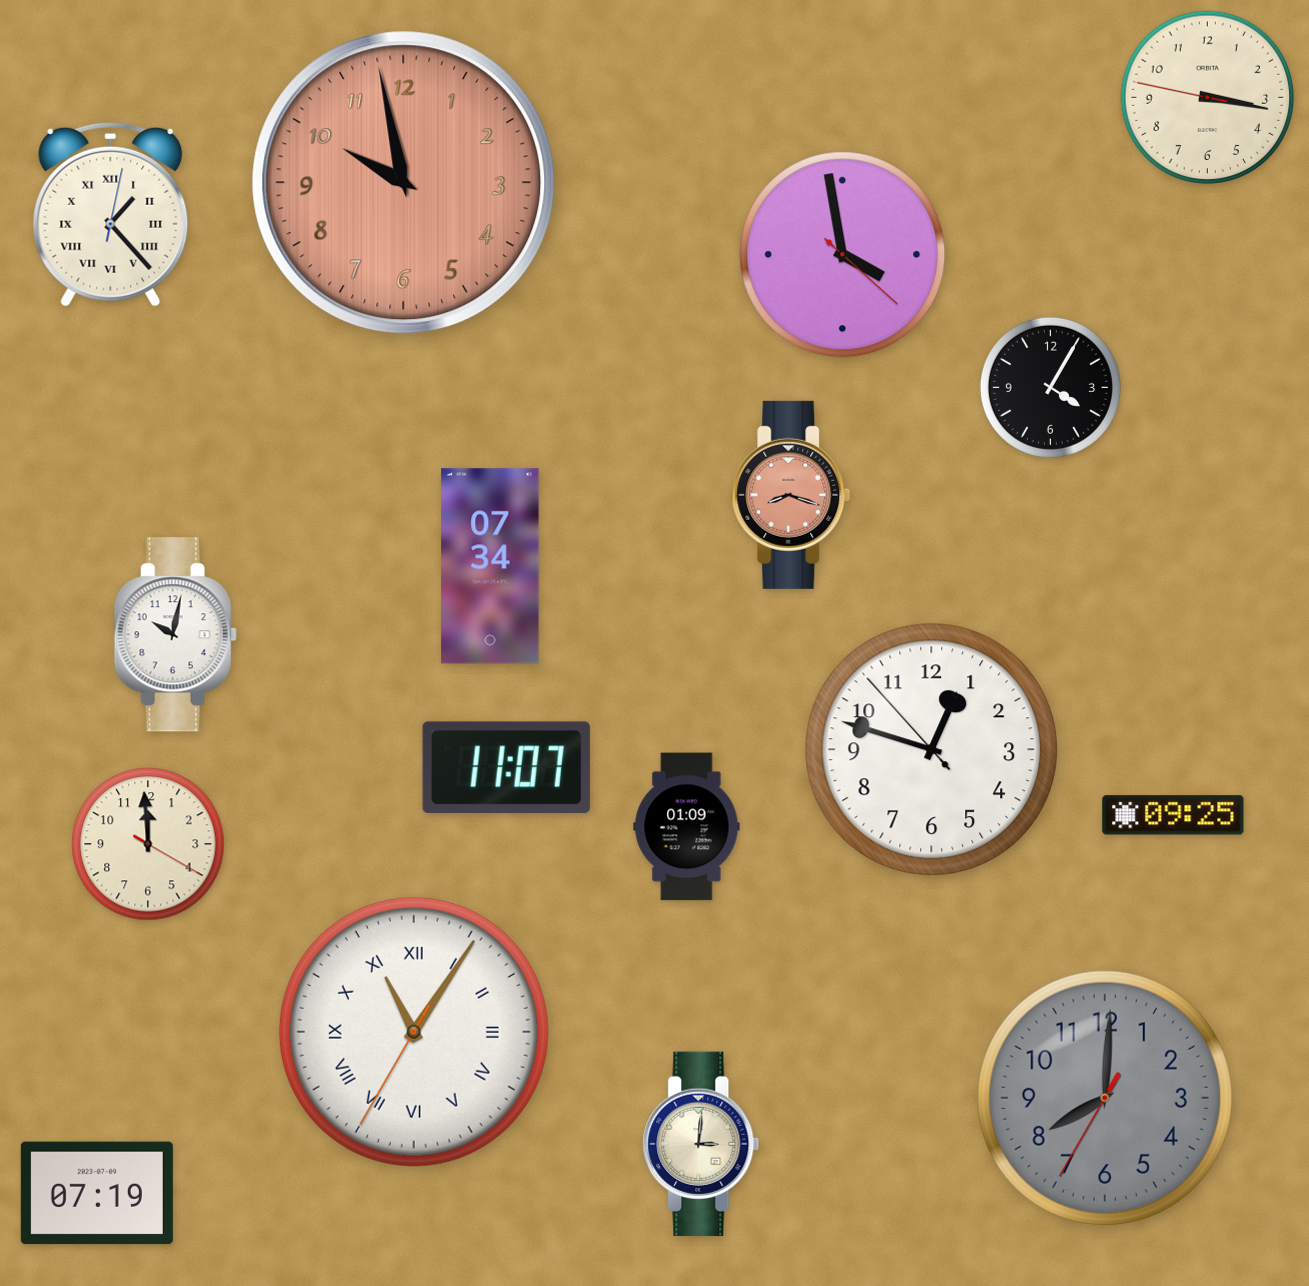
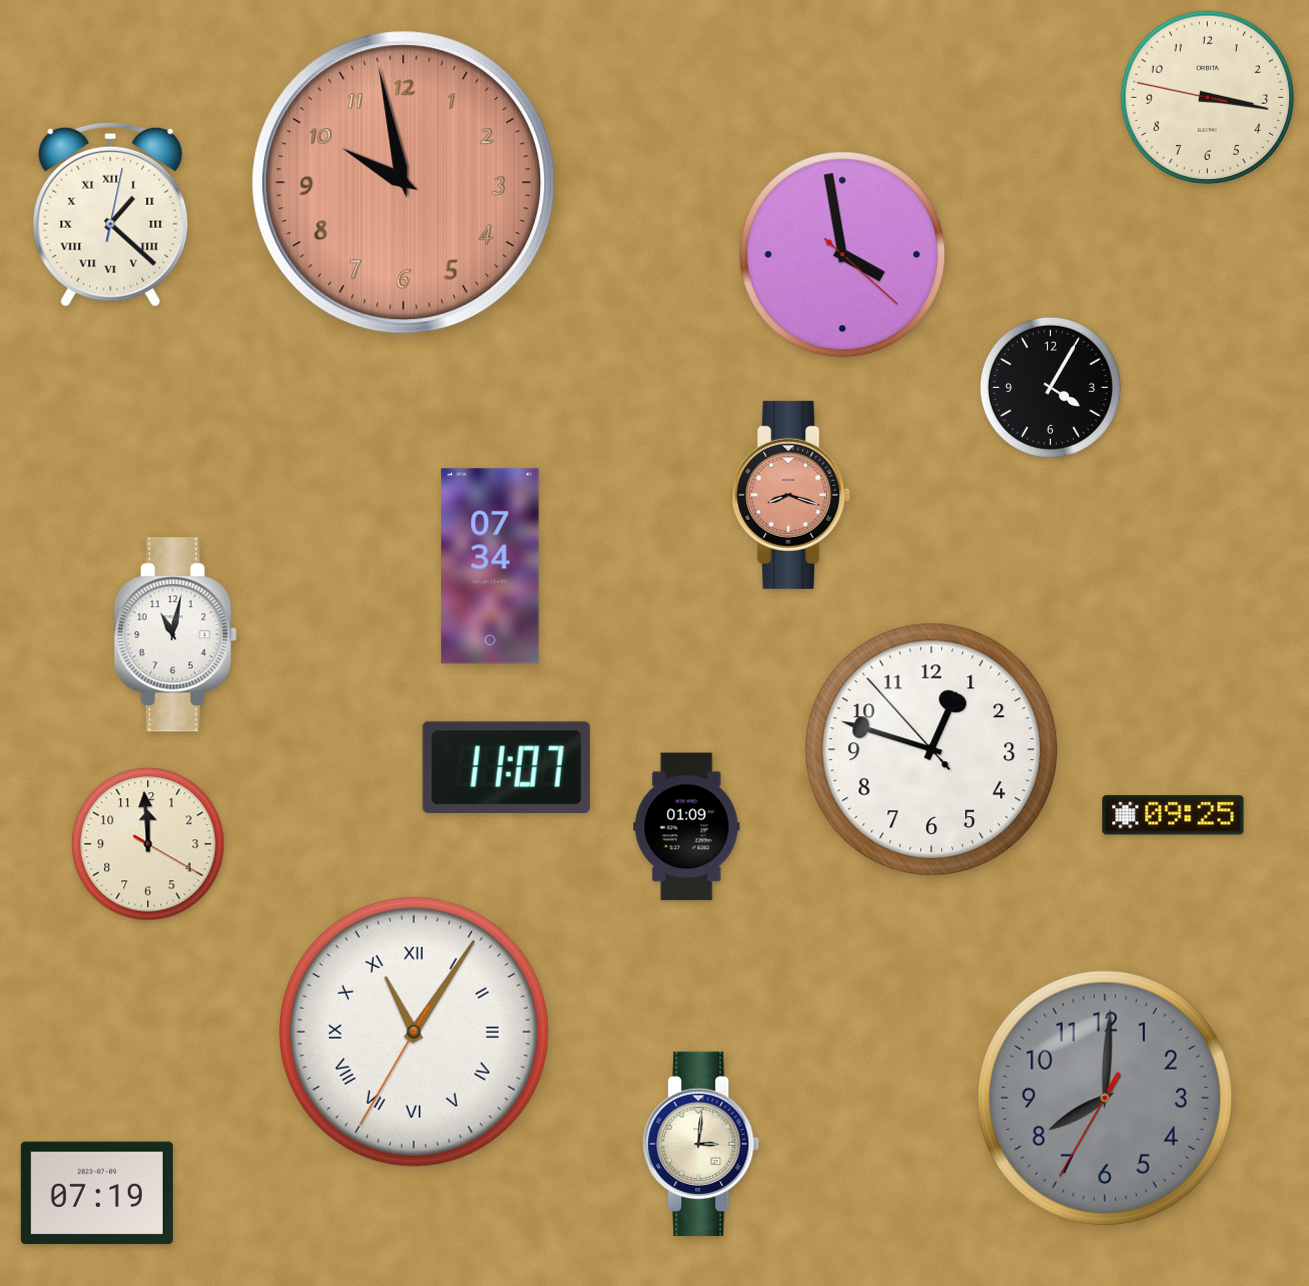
clock at (111, 214): 1:23 -> 1:22
clock at (175, 635): 10:02 -> 11:02
